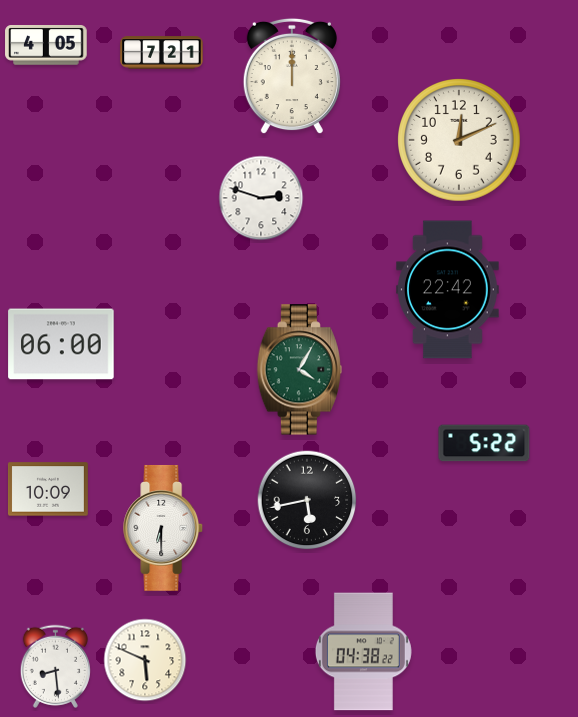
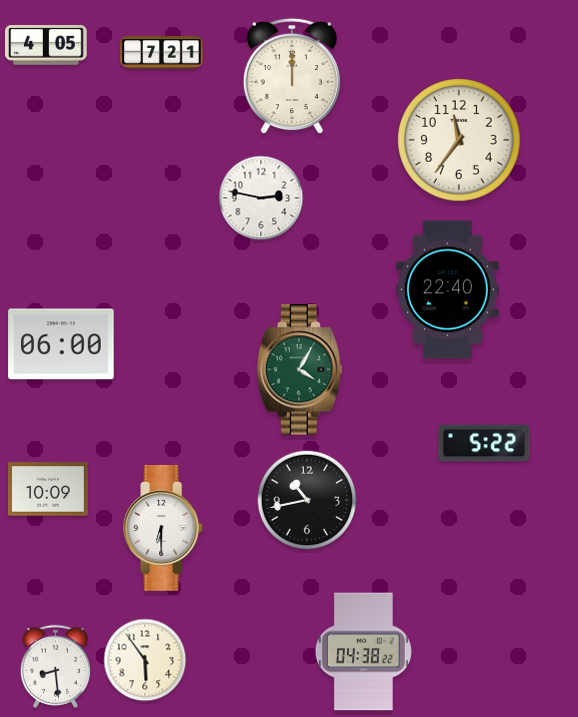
clock at (460, 141): 12:11 -> 11:36
clock at (261, 198): 2:48 -> 2:47
clock at (448, 290): 22:42 -> 22:40
clock at (307, 500): 5:43 -> 10:43
clock at (145, 660): 5:49 -> 5:54
